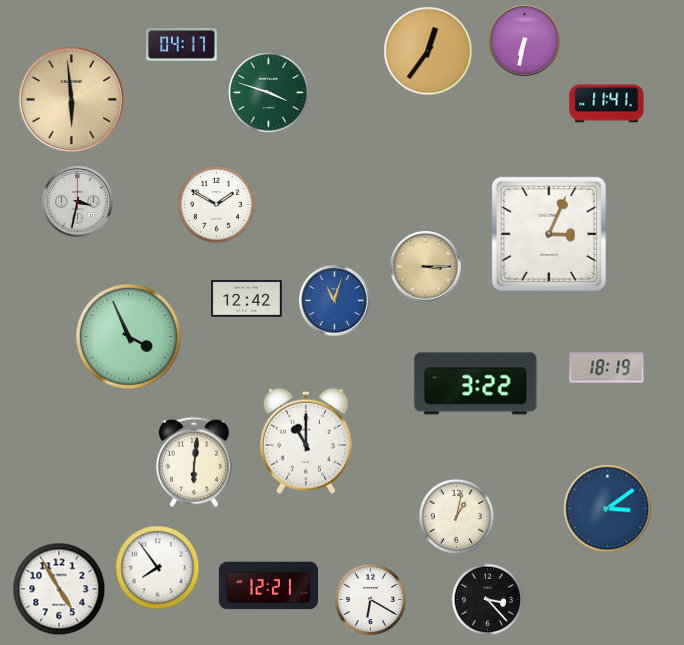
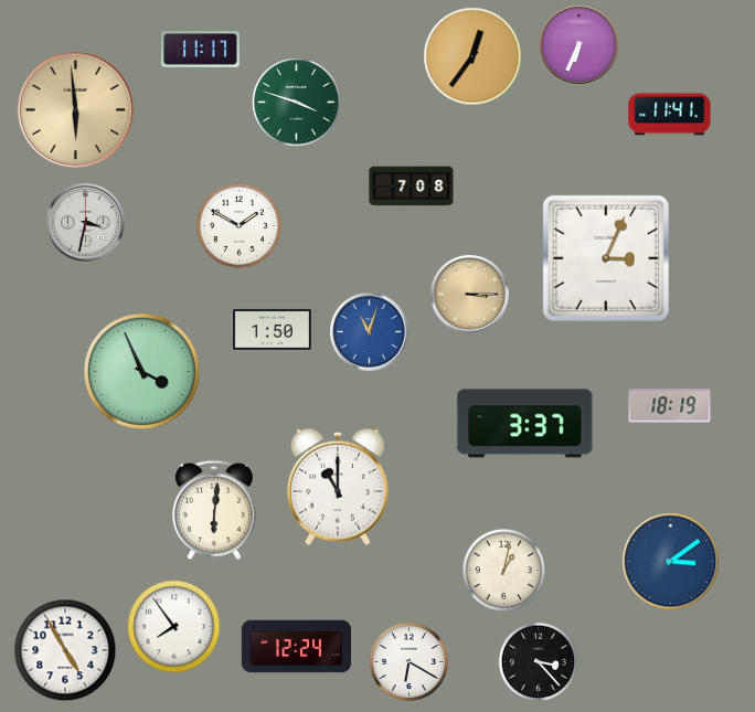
clock at (525, 41): 6:32 -> 6:34
clock at (182, 45): 04:17 -> 11:17
clock at (72, 100) position: (72, 100) -> (76, 110)
clock at (412, 187): none -> 7:08
clock at (247, 298): 12:42 -> 1:50
clock at (476, 384): 3:22 -> 3:37
clock at (268, 586): 12:21 -> 12:24
